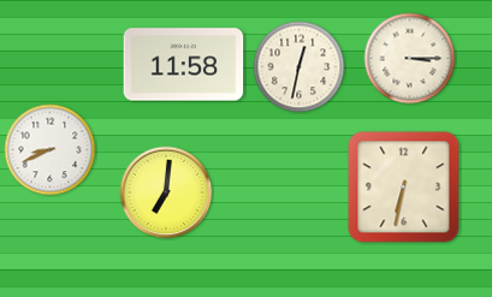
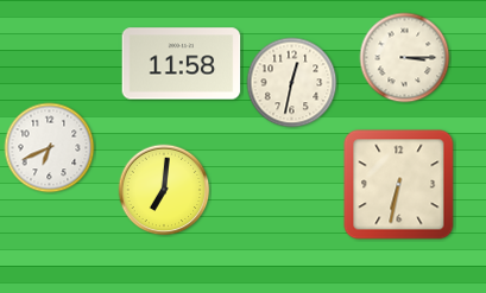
clock at (300, 67) position: (300, 67) -> (292, 83)
clock at (51, 150): 8:41 -> 6:41
